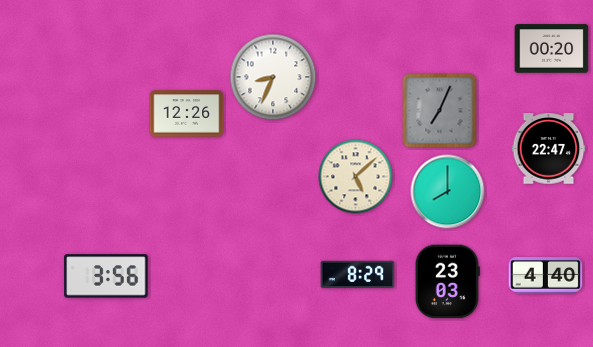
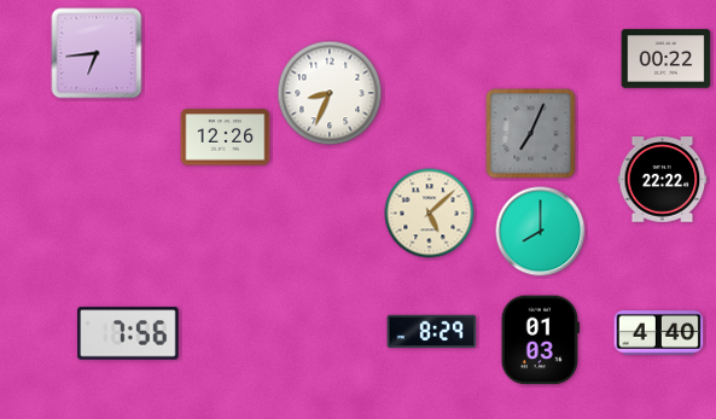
clock at (97, 53): none -> 6:44
clock at (552, 49): 00:20 -> 00:22
clock at (549, 149): 22:47 -> 22:22
clock at (106, 276): 3:56 -> 7:56
clock at (447, 282): 23:03 -> 01:03
